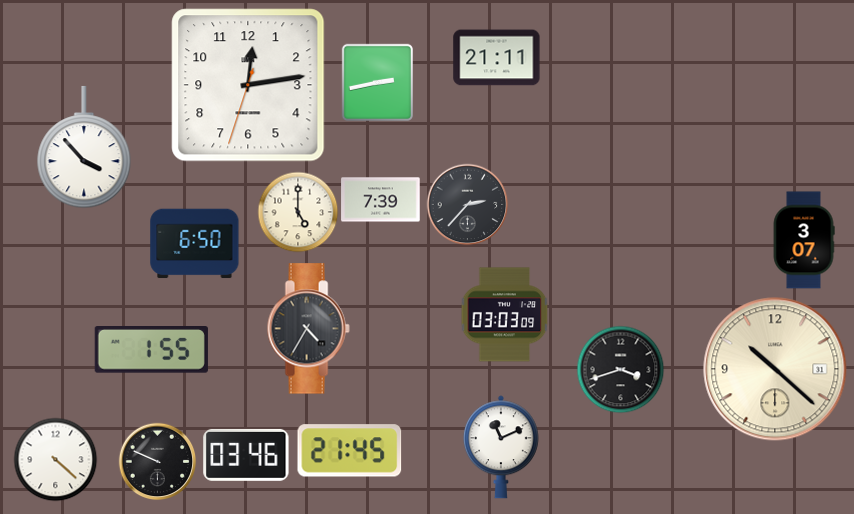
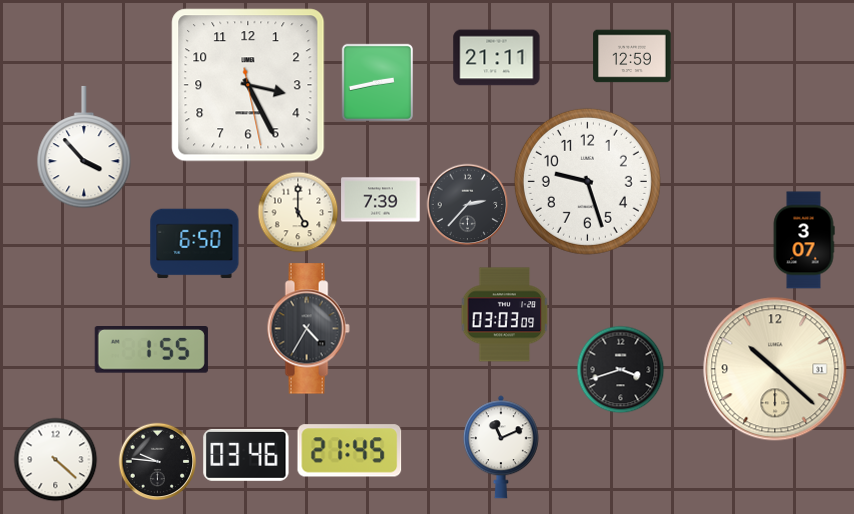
clock at (632, 56): none -> 12:59
clock at (248, 85): 12:13 -> 3:25
clock at (587, 181): none -> 9:27
clock at (157, 461): 9:49 -> 9:46
